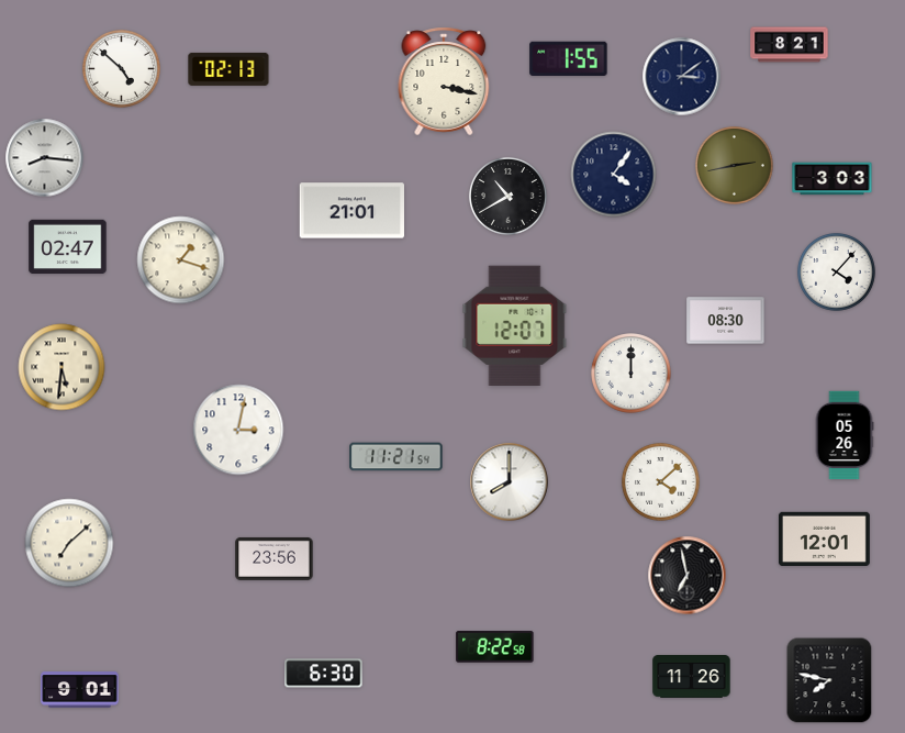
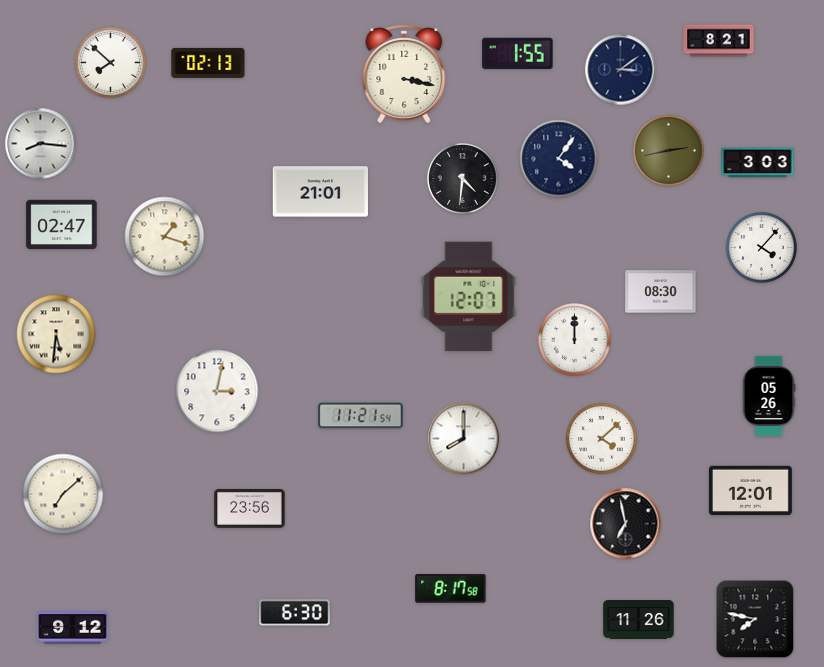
clock at (121, 68): 4:52 -> 7:52
clock at (507, 196): 10:40 -> 4:31
clock at (495, 647): 8:22 -> 8:17
clock at (692, 677) position: (692, 677) -> (639, 620)
clock at (80, 690): 9:01 -> 9:12
